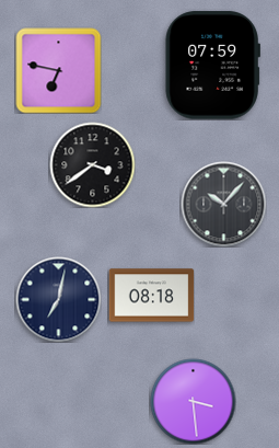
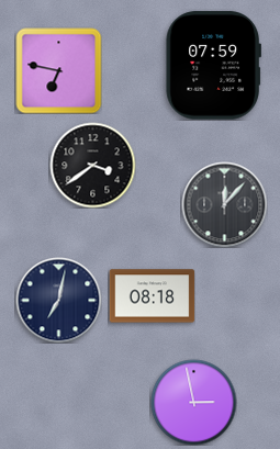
clock at (223, 204): 10:07 -> 12:07
clock at (193, 401): 3:29 -> 2:58
